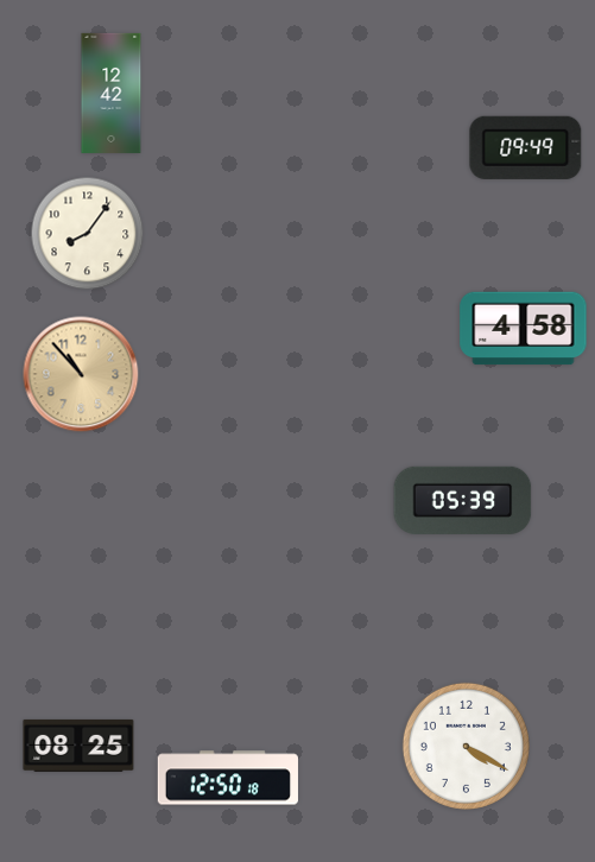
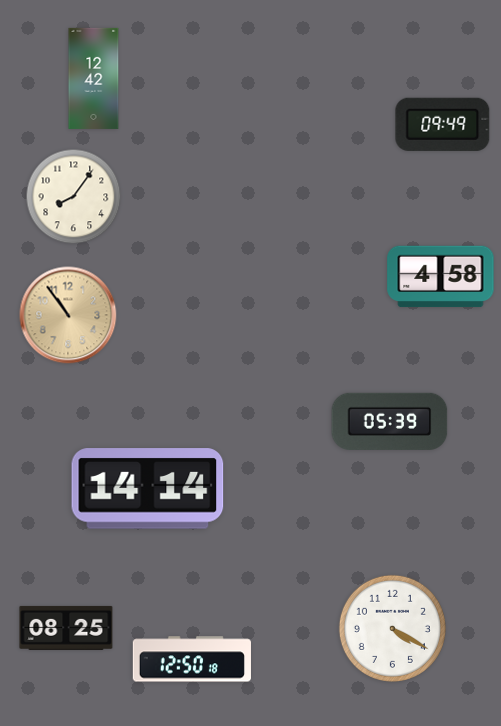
clock at (81, 374): 10:53 -> 10:54
clock at (148, 489): none -> 14:14
clock at (228, 778) position: (228, 778) -> (192, 659)
